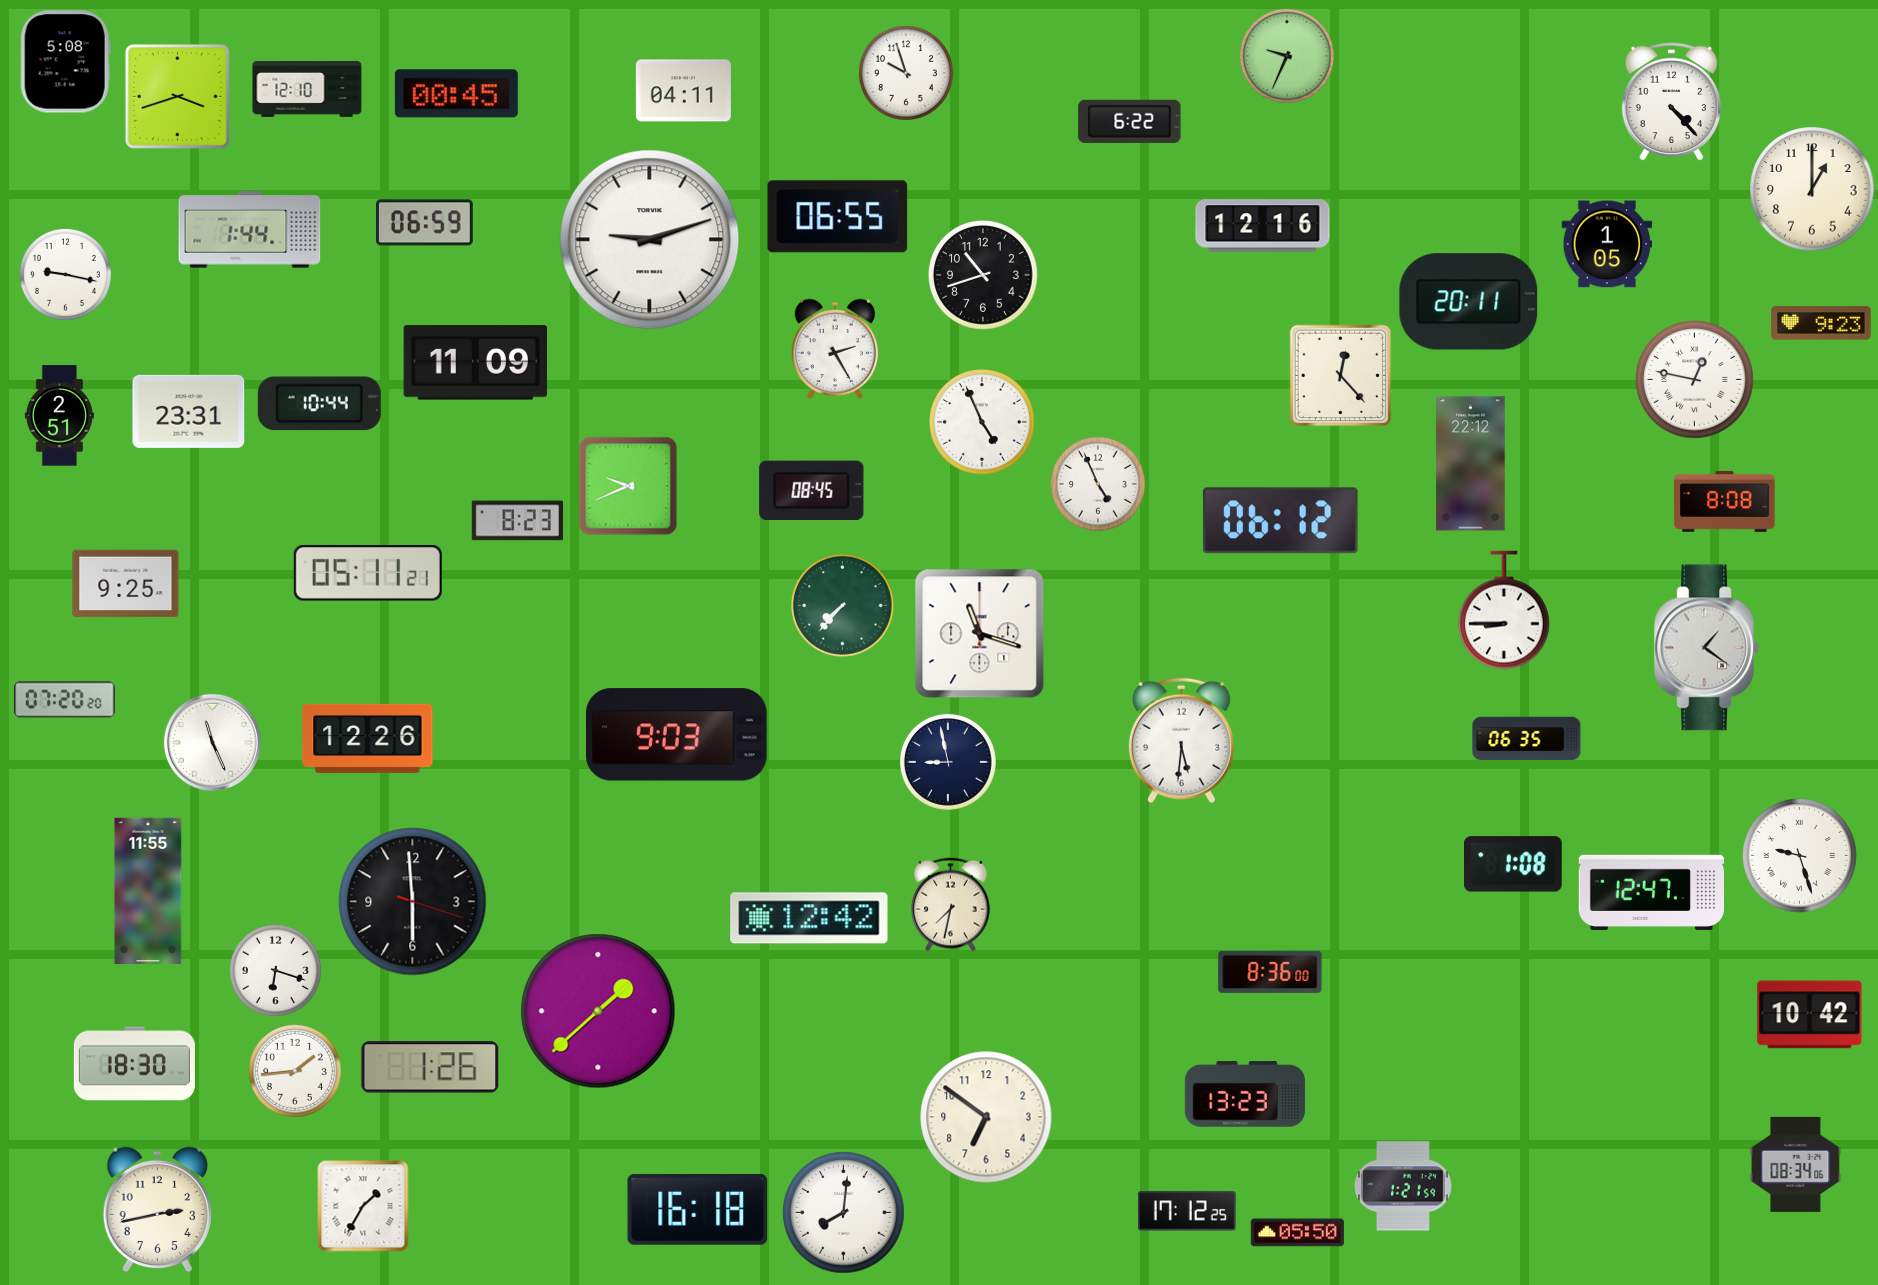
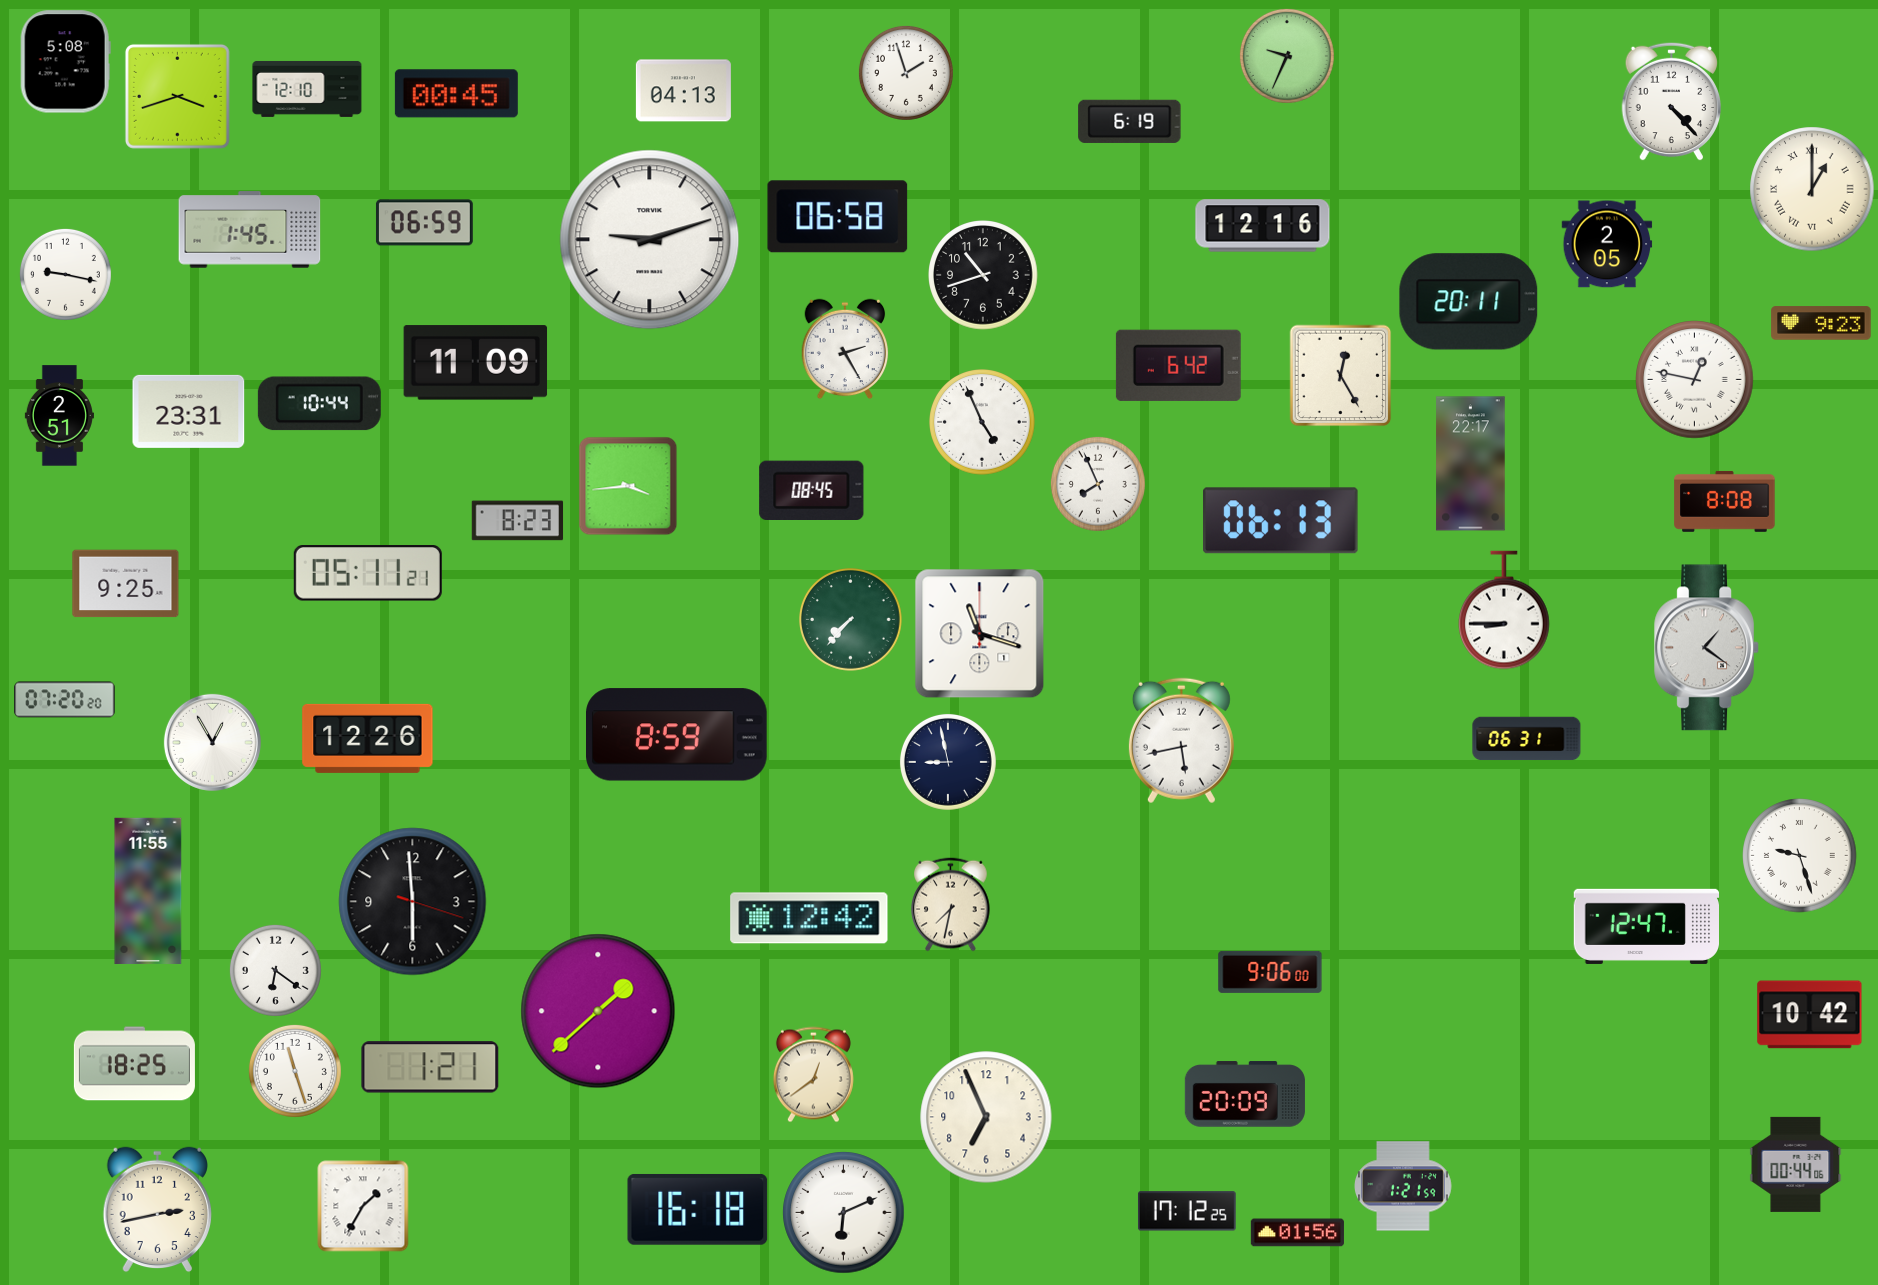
clock at (906, 73): 9:57 -> 1:57
clock at (683, 91): 04:11 -> 04:13
clock at (1130, 121): 6:22 -> 6:19
clock at (1812, 189) numerals: Arabic -> Roman
clock at (838, 217): 06:55 -> 06:58
clock at (250, 230): 1:44 -> 1:45
clock at (1607, 244): 1:05 -> 2:05
clock at (835, 349) position: (835, 349) -> (845, 349)
clock at (1178, 365): none -> 6:42
clock at (1341, 376): 12:23 -> 12:25
clock at (1471, 464): 22:12 -> 22:17
clock at (1098, 484): 4:56 -> 7:56
clock at (628, 486): 9:41 -> 3:44
clock at (1281, 521): 06:12 -> 06:13
clock at (843, 606) position: (843, 606) -> (851, 620)
clock at (677, 735): 9:03 -> 8:59
clock at (1527, 739): 06:35 -> 06:31
clock at (1181, 741): 5:31 -> 5:43
clock at (212, 742): 11:26 -> 12:55
clock at (1513, 864): 1:08 -> none
clock at (1651, 892) position: (1651, 892) -> (1646, 926)
clock at (275, 970): 6:18 -> 6:21
clock at (1270, 972): 8:36 -> 9:06
clock at (134, 1064): 18:30 -> 18:25
clock at (430, 1067): 1:26 -> 1:21
clock at (295, 1071): 1:44 -> 11:27
clock at (813, 1075): none -> 12:39
clock at (1245, 1094): 13:23 -> 20:09
clock at (986, 1117): 6:51 -> 6:56
clock at (1796, 1164): 08:34 -> 00:44
clock at (844, 1213): 8:01 -> 6:11
clock at (1297, 1233): 05:50 -> 01:56
